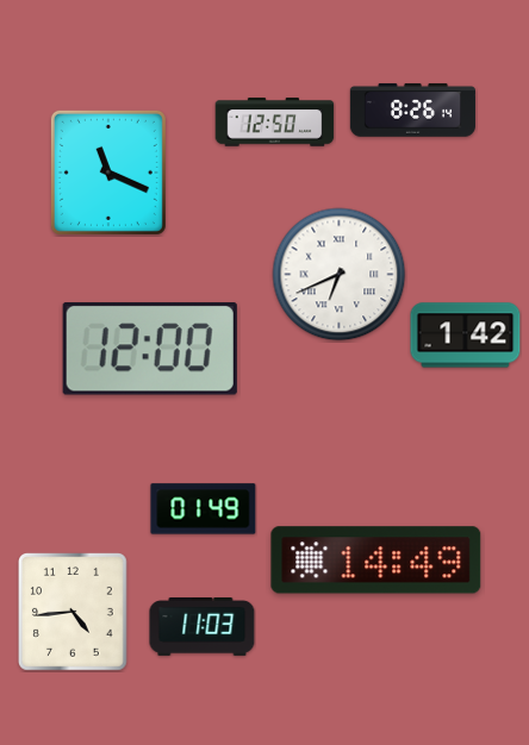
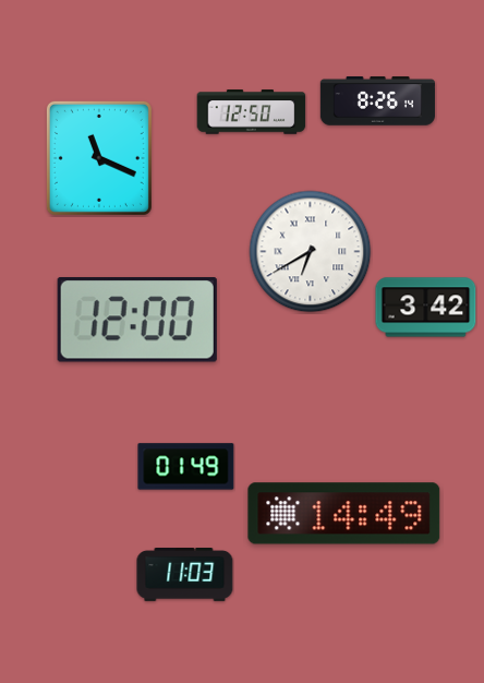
clock at (340, 275): 6:41 -> 6:40
clock at (466, 336): 1:42 -> 3:42
clock at (74, 613): 4:44 -> none
